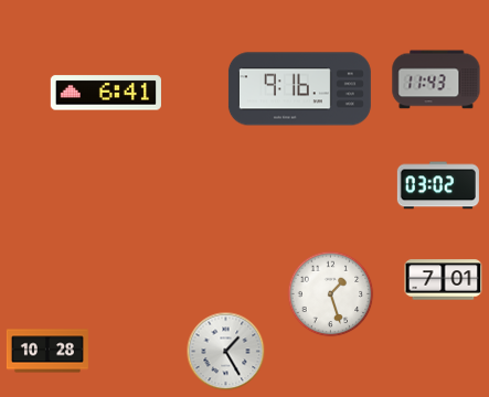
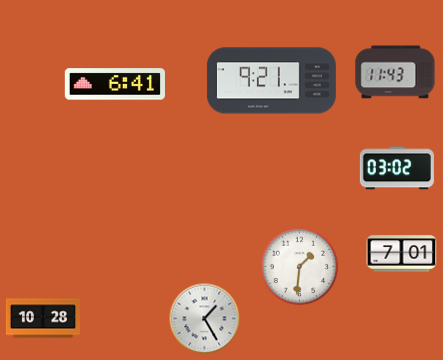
clock at (299, 89): 9:16 -> 9:21
clock at (106, 93) position: (106, 93) -> (115, 84)
clock at (331, 294): 1:27 -> 1:31
